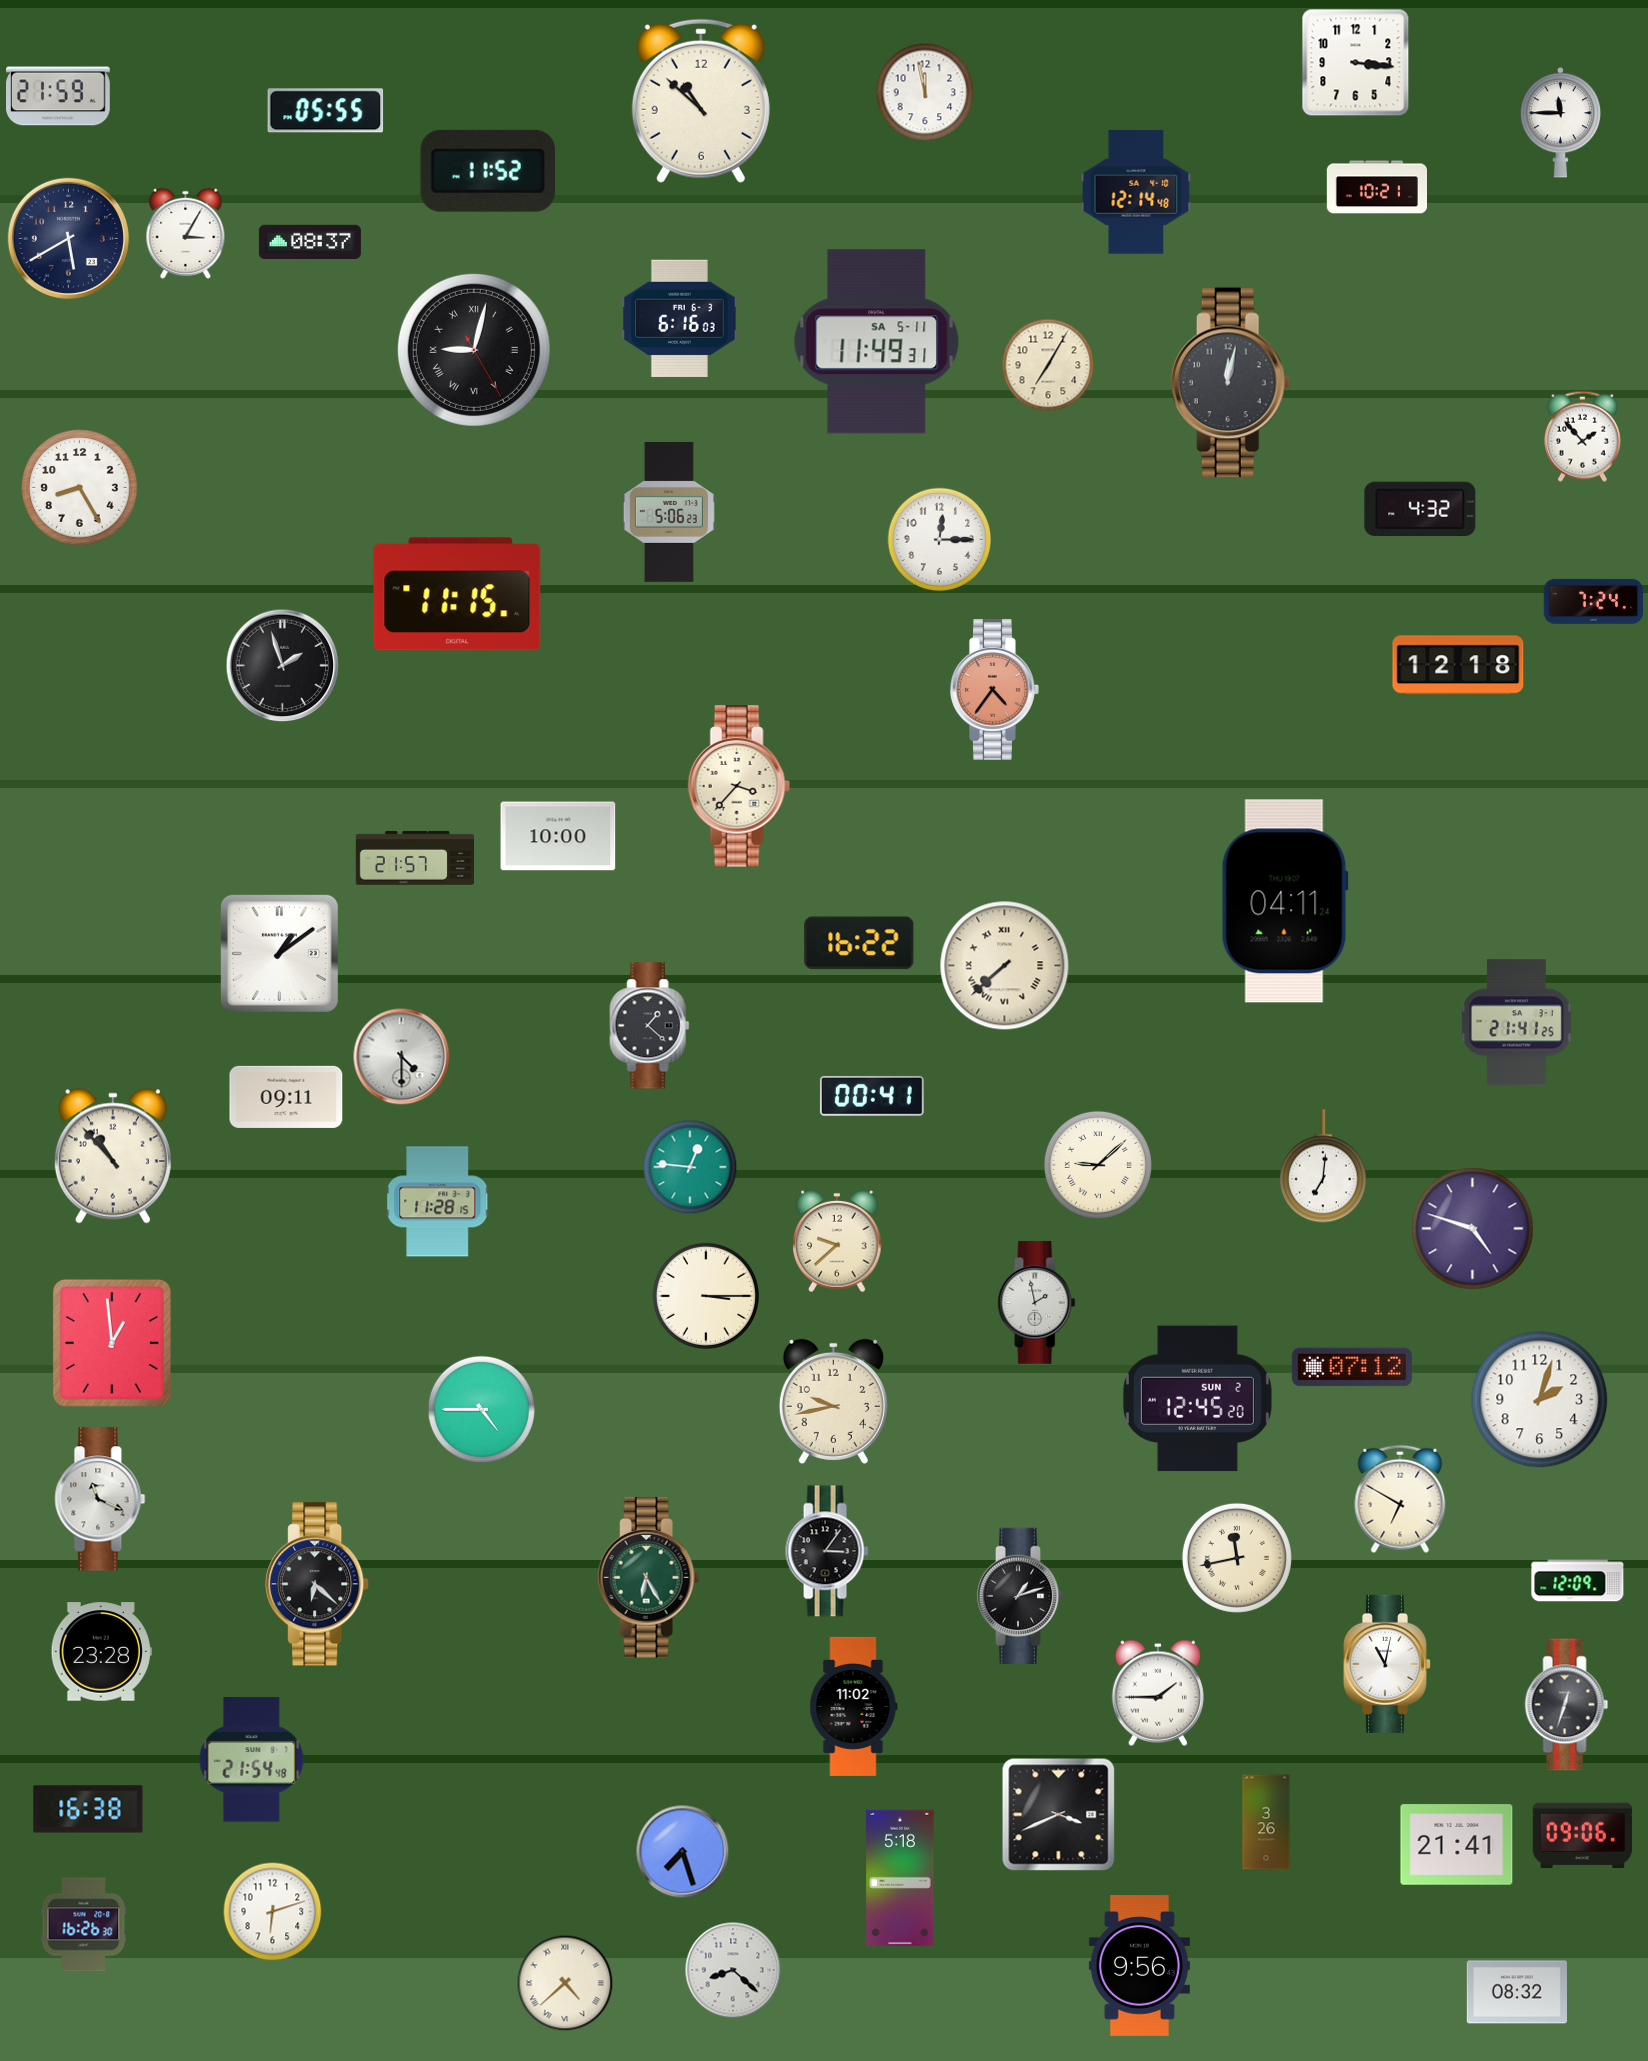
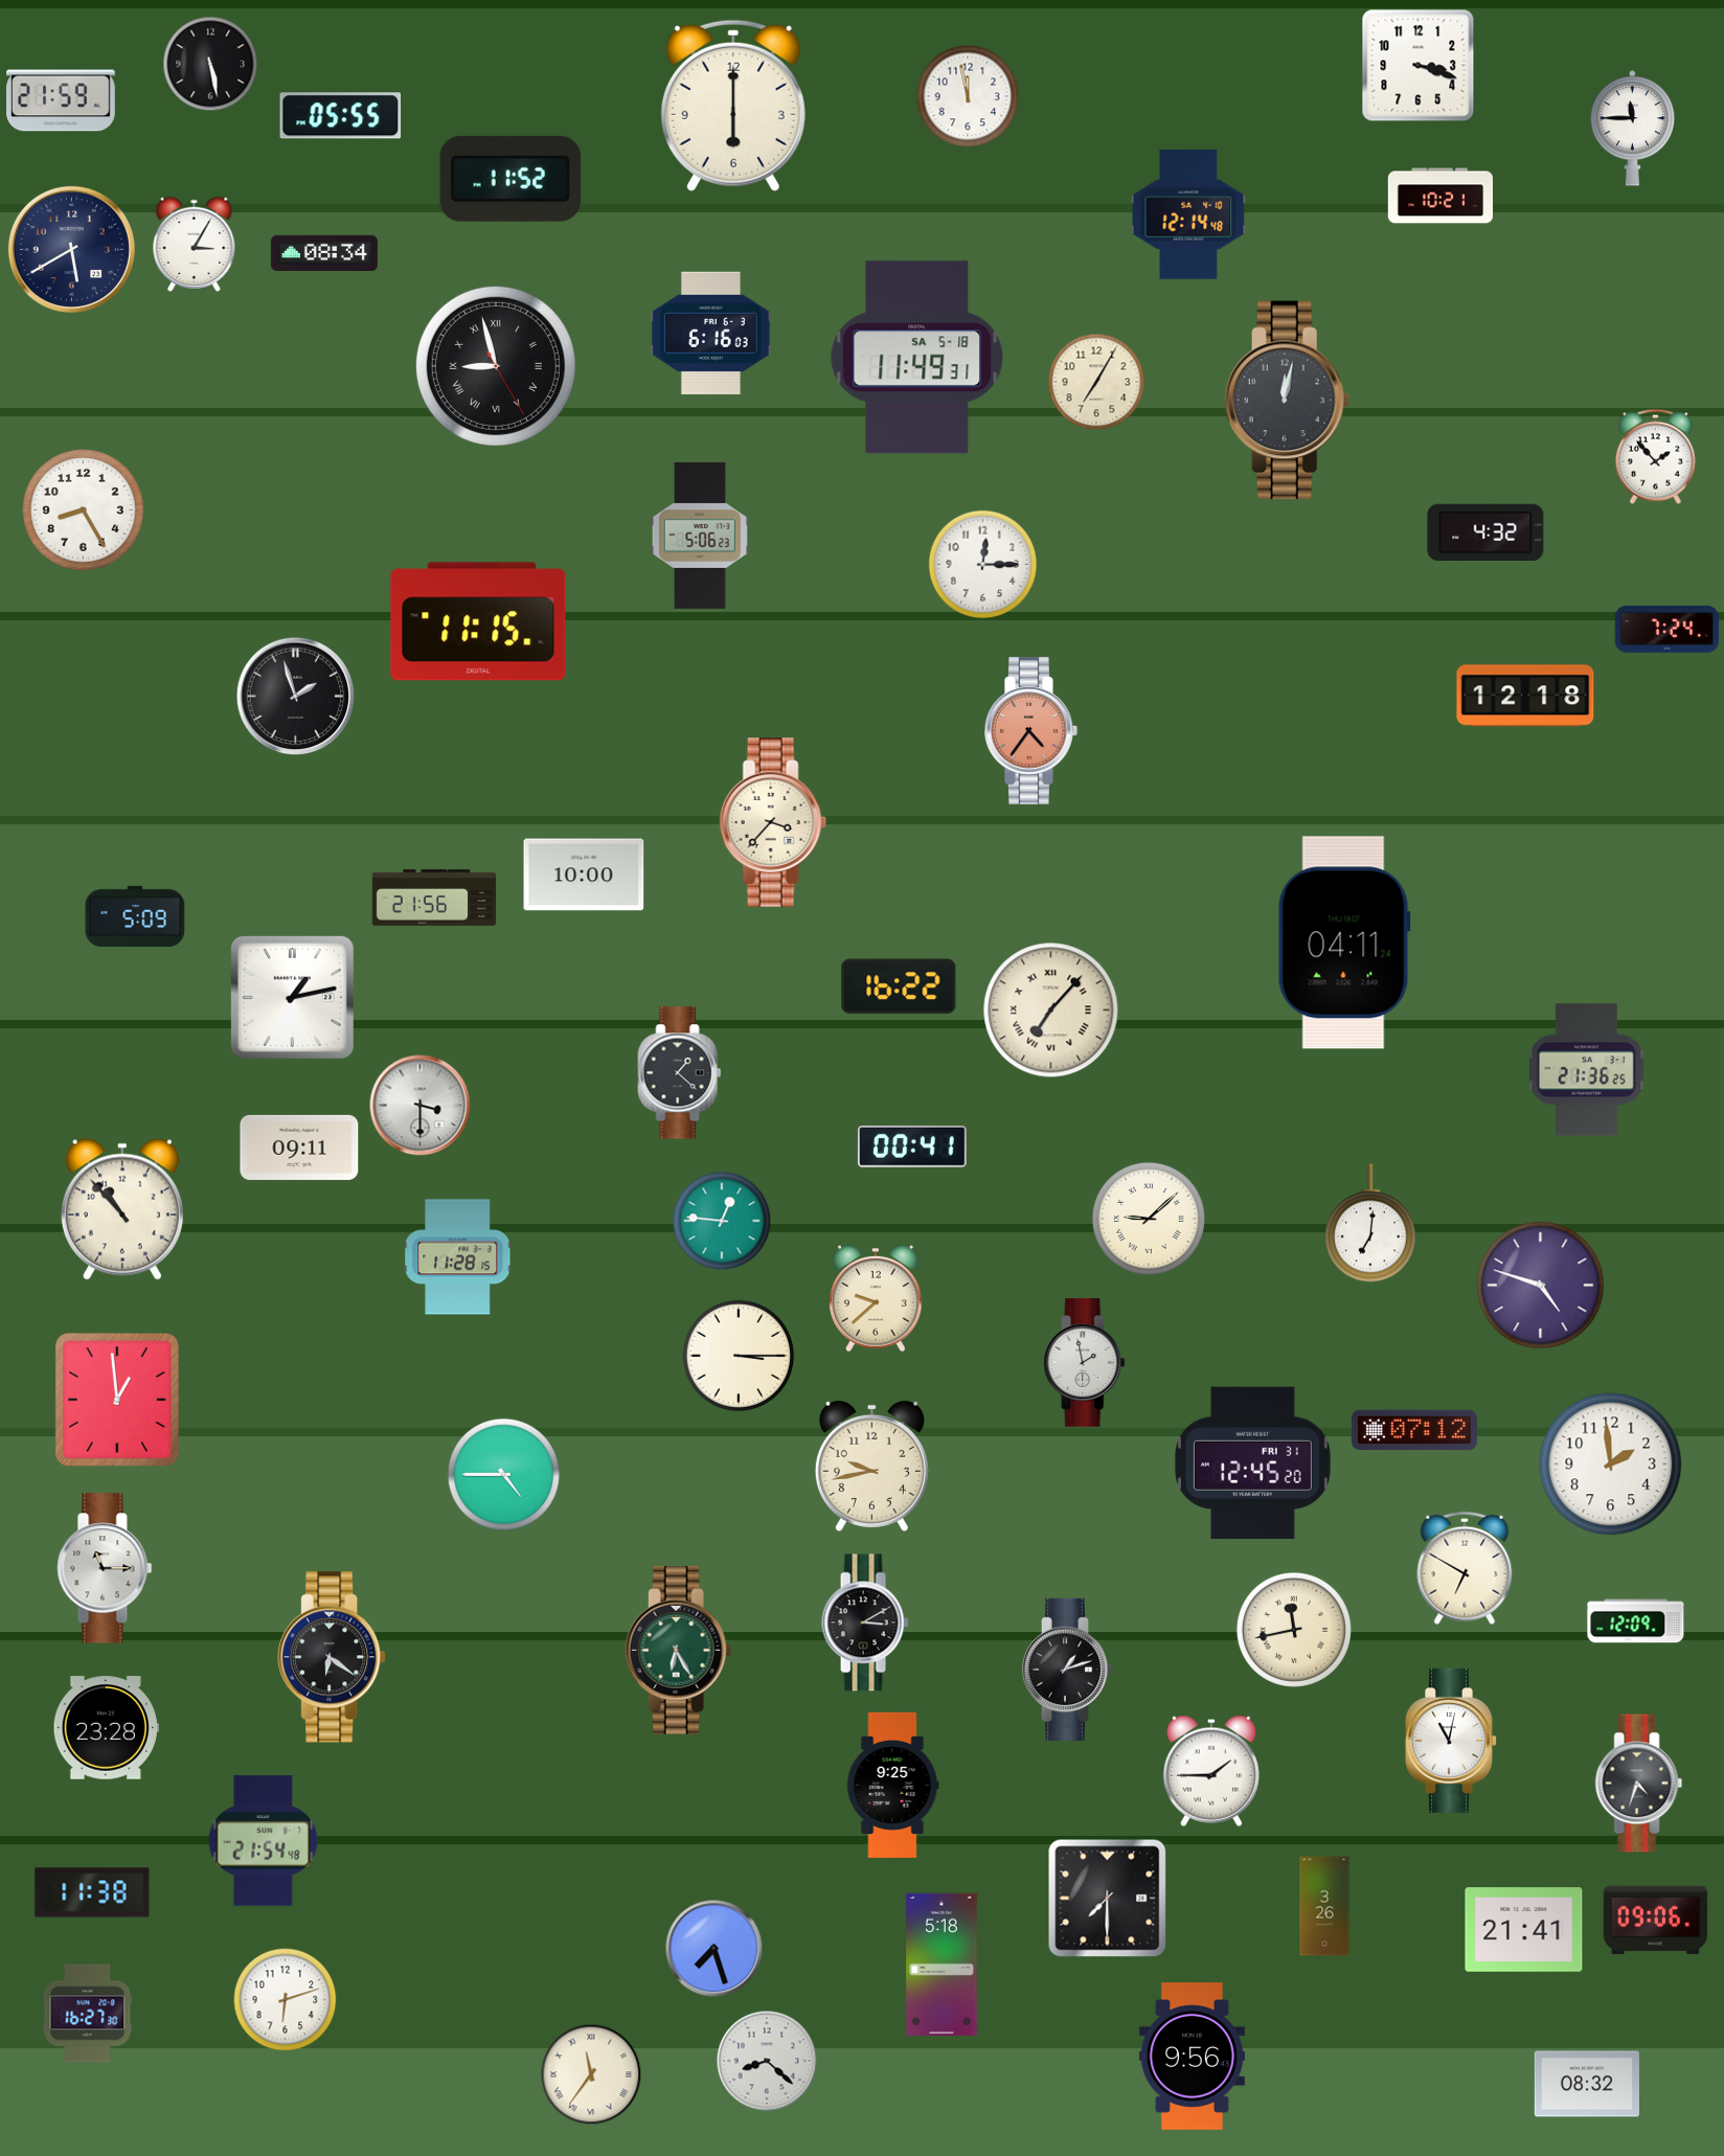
clock at (210, 64): none -> 5:28
clock at (1356, 63): 3:16 -> 3:18
clock at (701, 101): 10:52 -> 6:00
clock at (1136, 192) position: (1136, 192) -> (1188, 214)
clock at (310, 241): 08:37 -> 08:34
clock at (877, 342) date: SA 5-11 -> SA 5-18
clock at (474, 350): 9:02 -> 8:57
clock at (995, 689) position: (995, 689) -> (1031, 730)
clock at (414, 858): 21:57 -> 21:56
clock at (135, 915): none -> 5:09
clock at (279, 953): 1:09 -> 1:13
clock at (1005, 966): 7:38 -> 7:07
clock at (1516, 1023): 21:41 -> 21:36
clock at (402, 1057): 4:30 -> 3:30
clock at (113, 1156) position: (113, 1156) -> (122, 1209)
clock at (1323, 1166) position: (1323, 1166) -> (1370, 1223)
clock at (112, 1343) position: (112, 1343) -> (117, 1400)
clock at (1197, 1399) date: SUN 2 -> FRI 31
clock at (1540, 1400): 2:03 -> 1:59
clock at (100, 1499): 11:19 -> 11:15
clock at (827, 1551): 3:06 -> 3:10
clock at (1578, 1581) position: (1578, 1581) -> (1636, 1621)
clock at (318, 1584): 6:22 -> 6:21
clock at (1567, 1705): 12:33 -> 4:33
clock at (854, 1706): 11:02 -> 9:25
clock at (88, 1809): 16:38 -> 11:38
clock at (1059, 1815): 3:41 -> 7:30
clock at (683, 1852) position: (683, 1852) -> (714, 1949)
clock at (84, 1925): 16:26 -> 16:27
clock at (565, 1983): 4:38 -> 11:36
